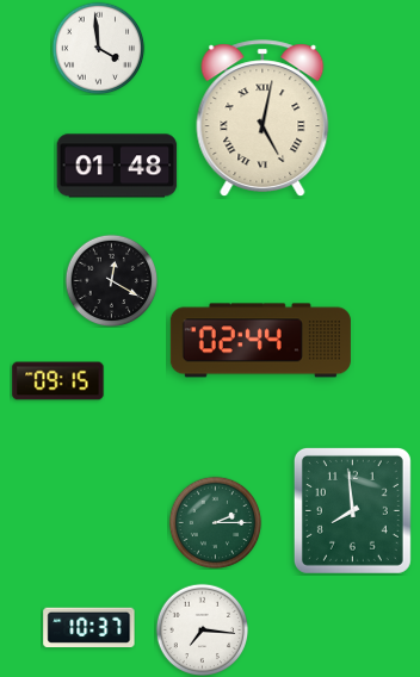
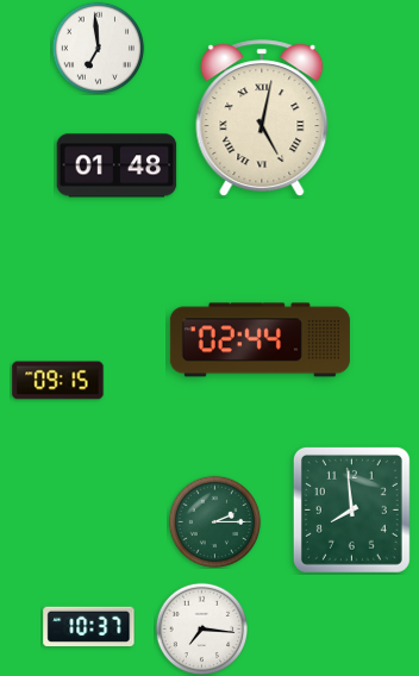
clock at (98, 48): 3:59 -> 6:59
clock at (111, 280): 12:20 -> none
